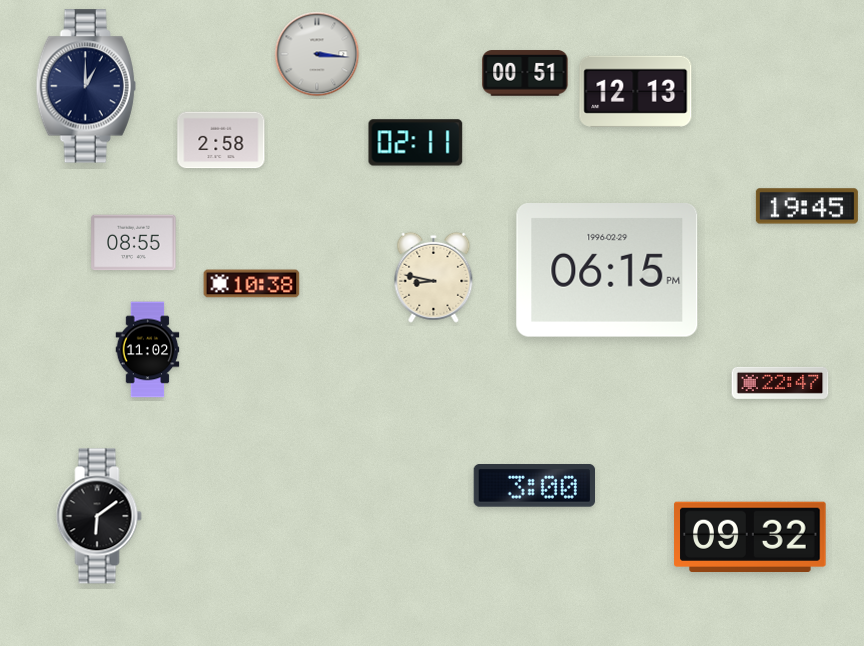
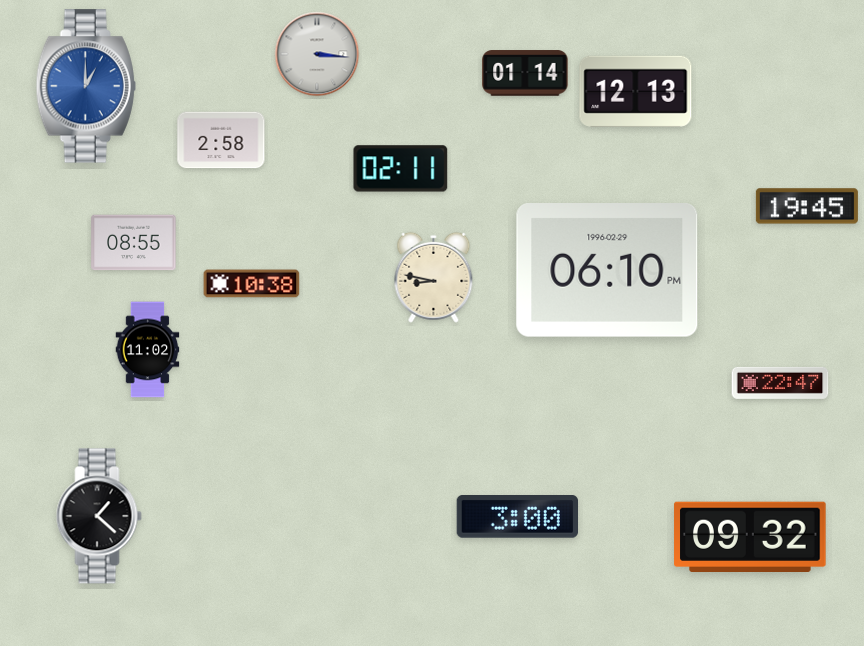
clock at (525, 73): 00:51 -> 01:14
clock at (86, 86) dial: navy -> blue
clock at (416, 143) position: (416, 143) -> (401, 169)
clock at (607, 271): 06:15 -> 06:10
clock at (534, 486) position: (534, 486) -> (517, 517)
clock at (99, 516): 6:09 -> 1:22
